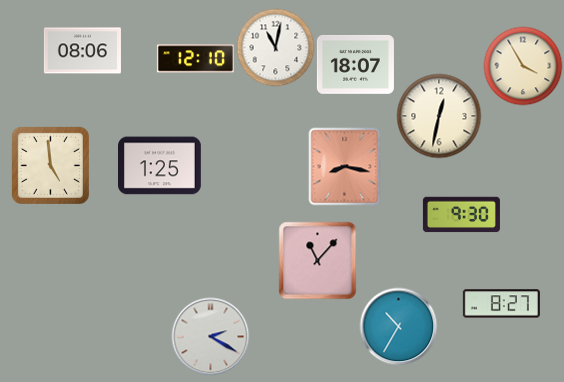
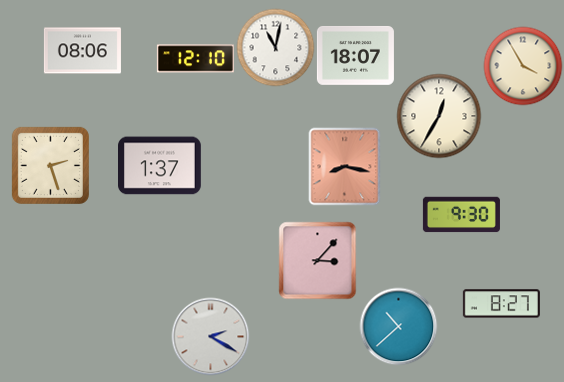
clock at (355, 64) position: (355, 64) -> (355, 55)
clock at (439, 116): 12:32 -> 12:35
clock at (50, 165): 4:59 -> 2:27
clock at (160, 166): 1:25 -> 1:37
clock at (317, 260): 11:07 -> 3:07
clock at (398, 326): 10:35 -> 10:38
